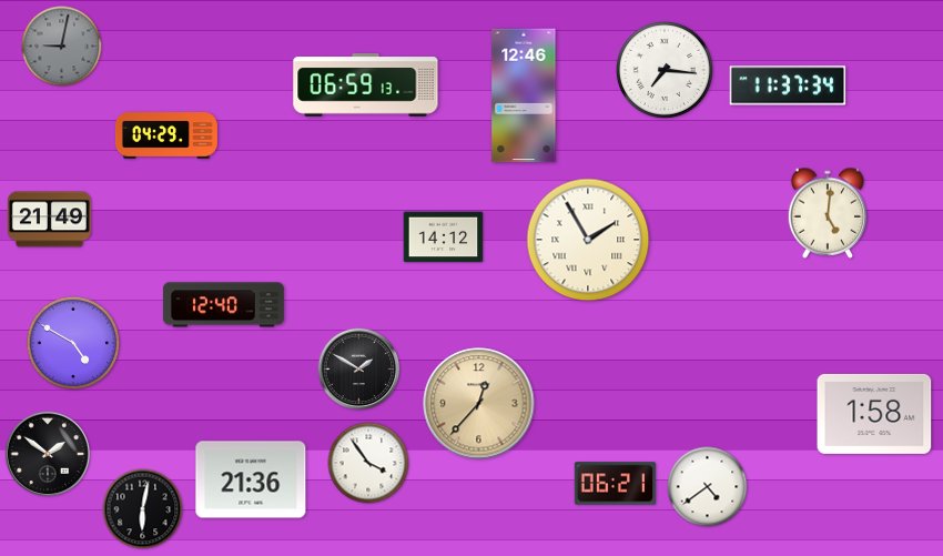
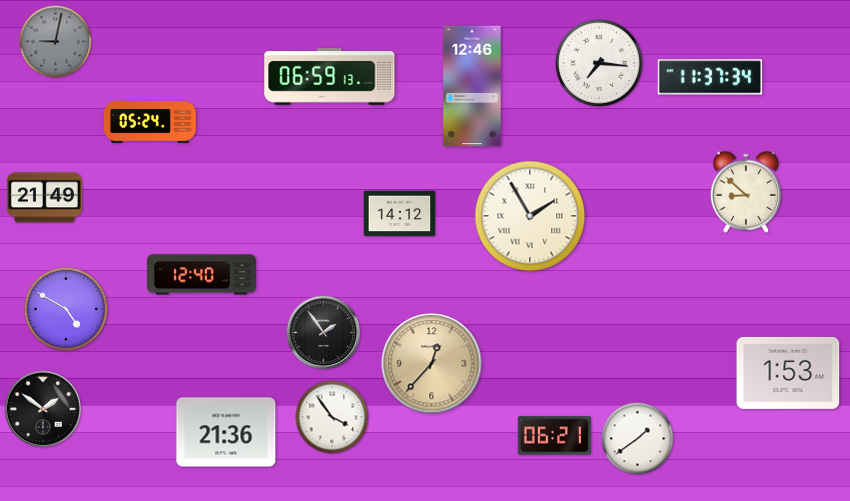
clock at (166, 135): 04:29 -> 05:24
clock at (827, 213): 5:01 -> 8:52
clock at (359, 370): 1:50 -> 1:54
clock at (874, 414): 1:58 -> 1:53
clock at (708, 487): 4:39 -> 1:39
clock at (143, 509): 6:02 -> none
